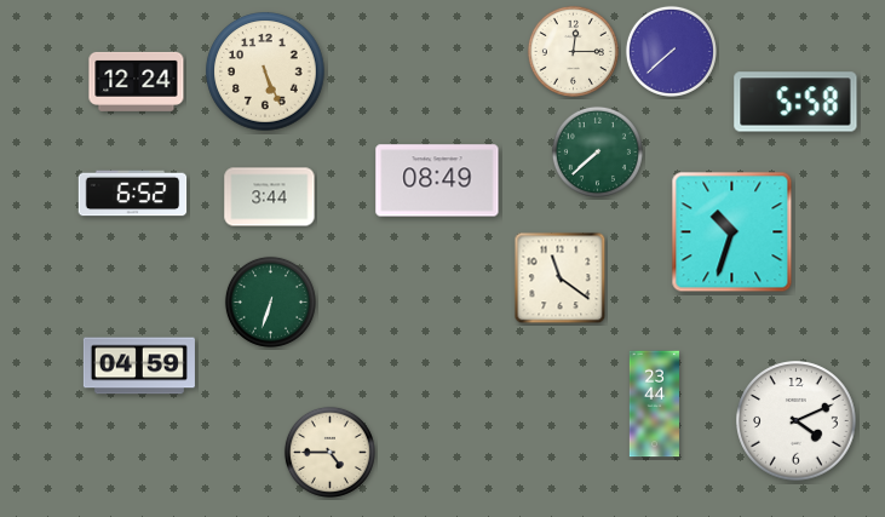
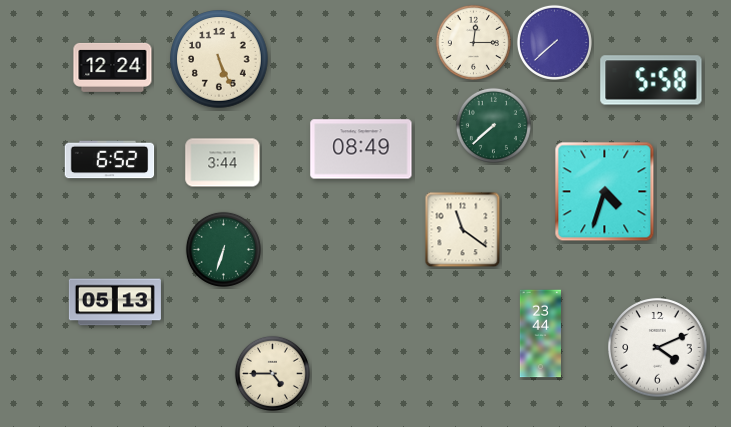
clock at (795, 102) position: (795, 102) -> (651, 80)
clock at (732, 232): 10:33 -> 4:33
clock at (139, 366): 04:59 -> 05:13
